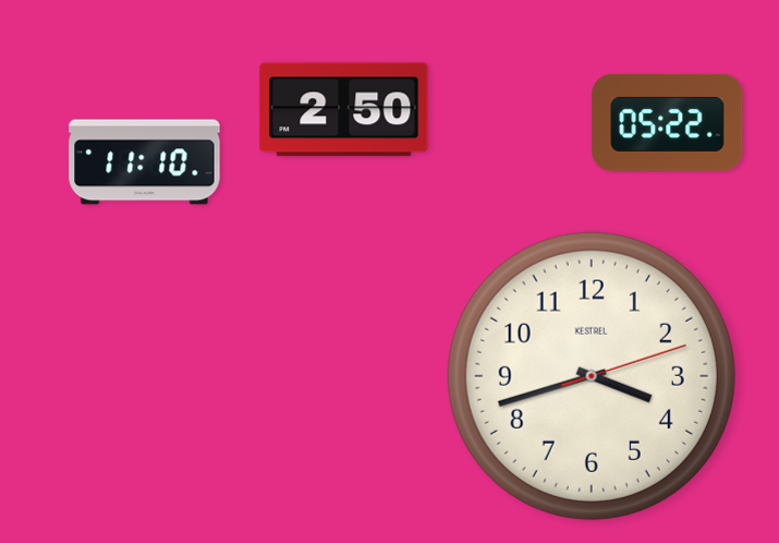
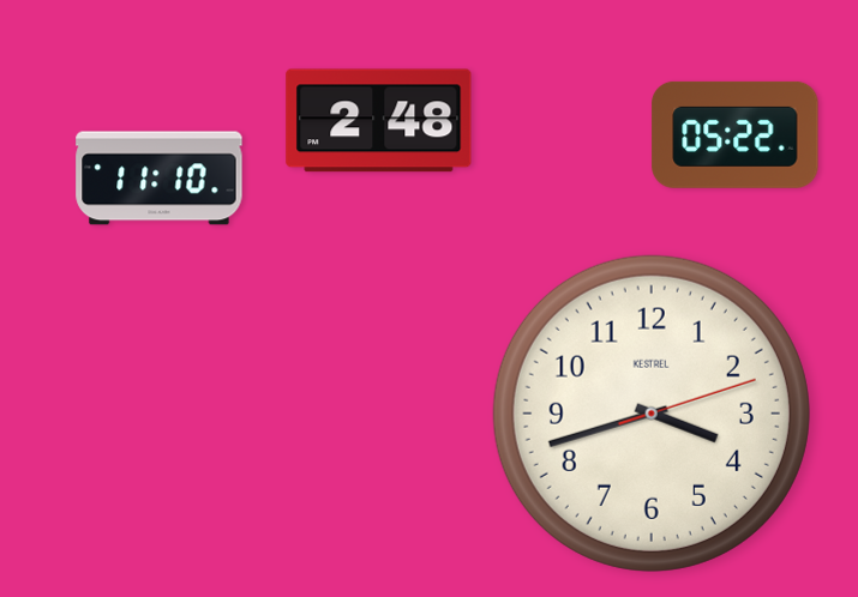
clock at (344, 110): 2:50 -> 2:48
